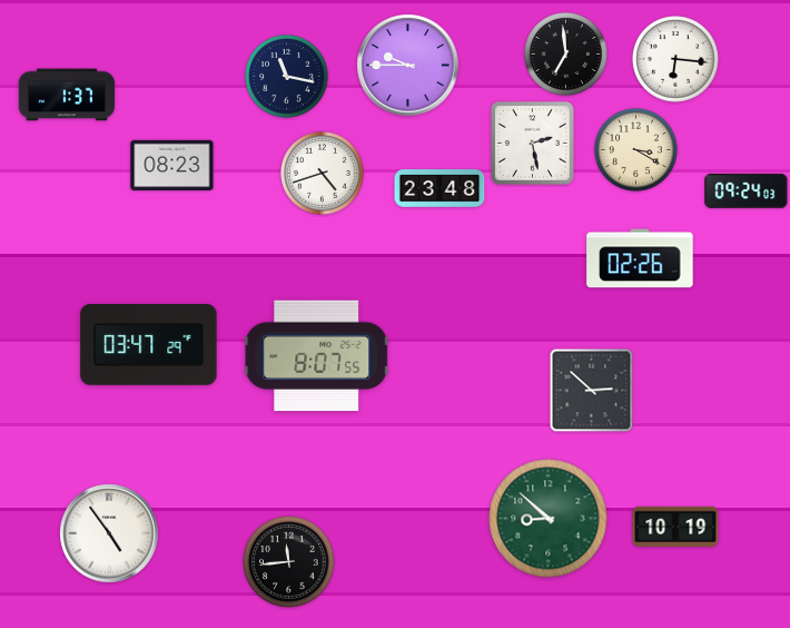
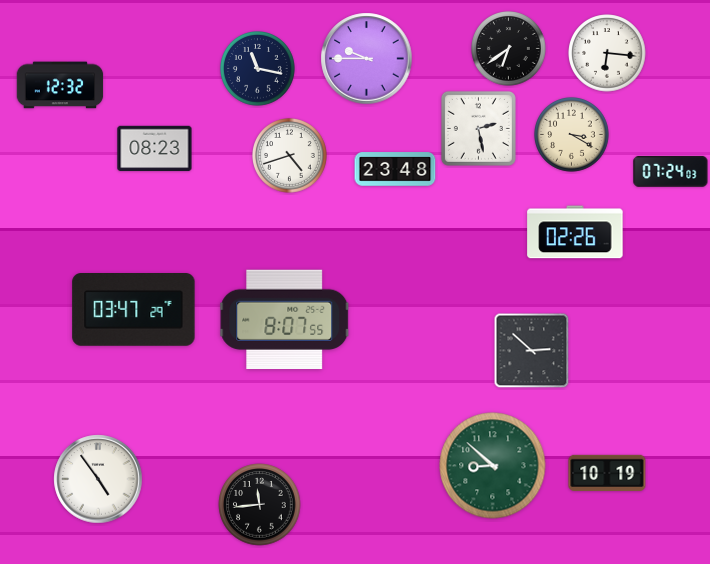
clock at (566, 55): 6:59 -> 6:39
clock at (67, 95): 1:37 -> 12:32
clock at (747, 190): 09:24 -> 07:24
